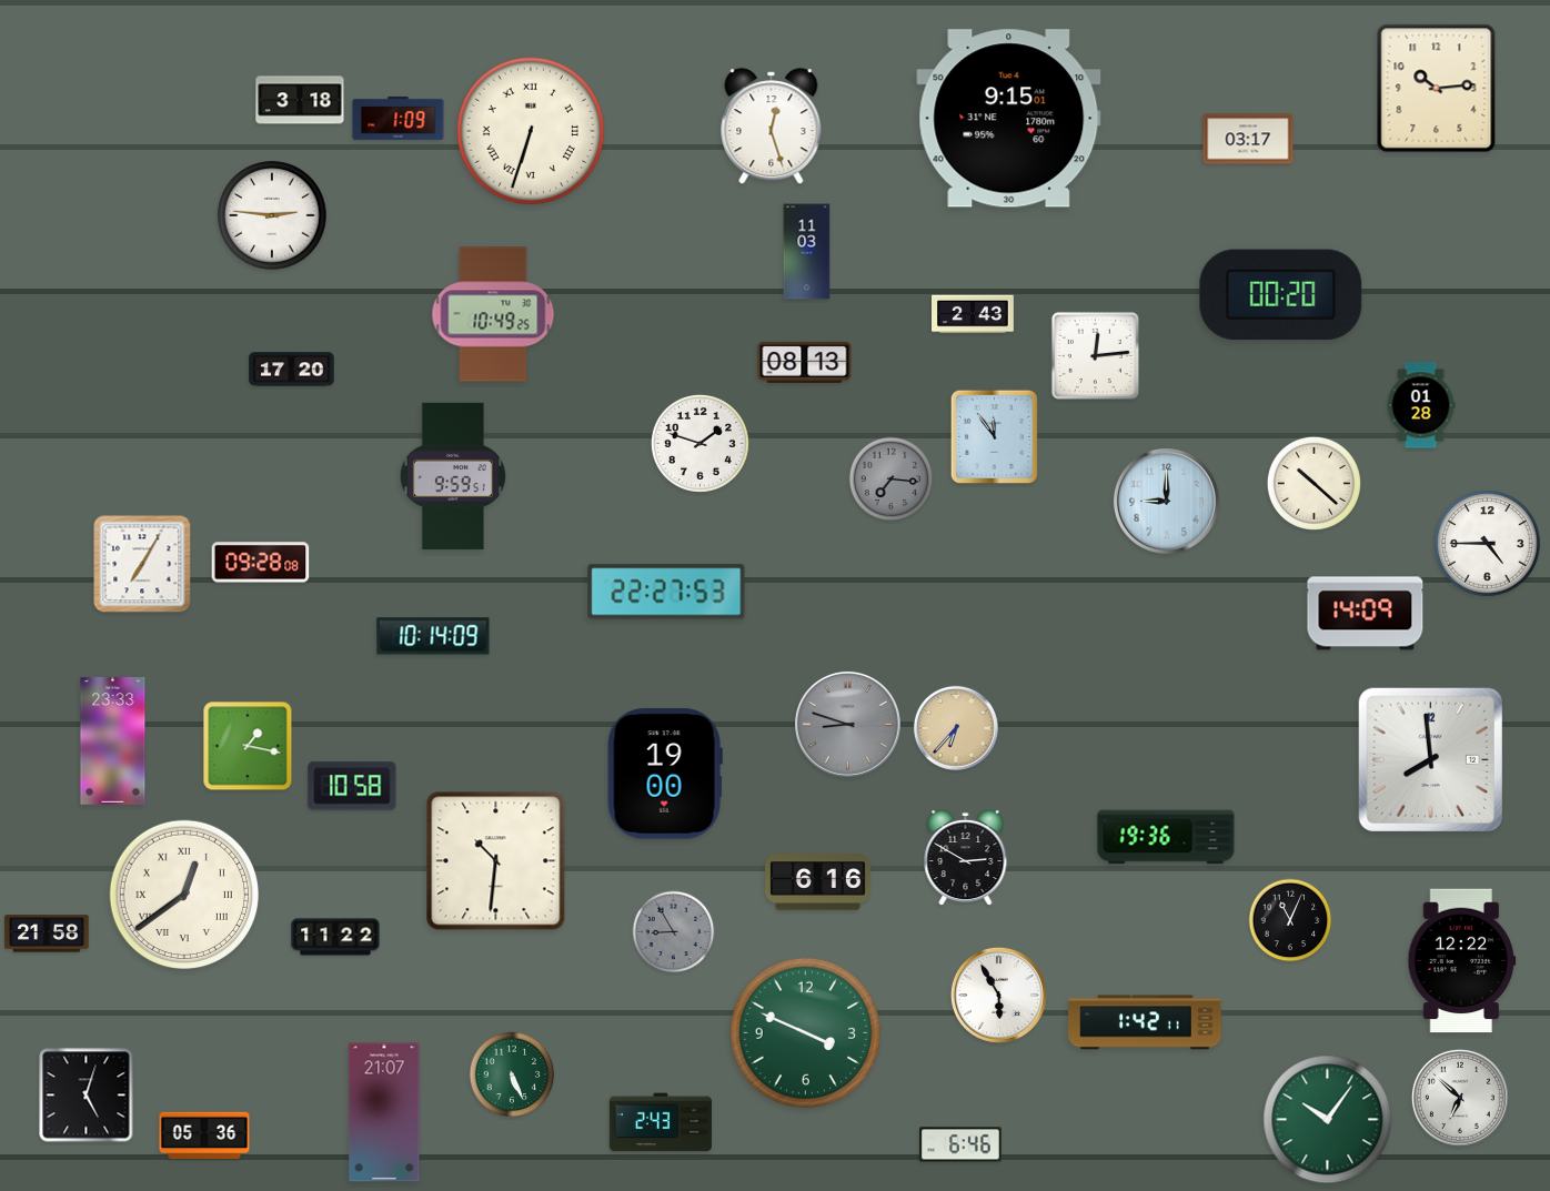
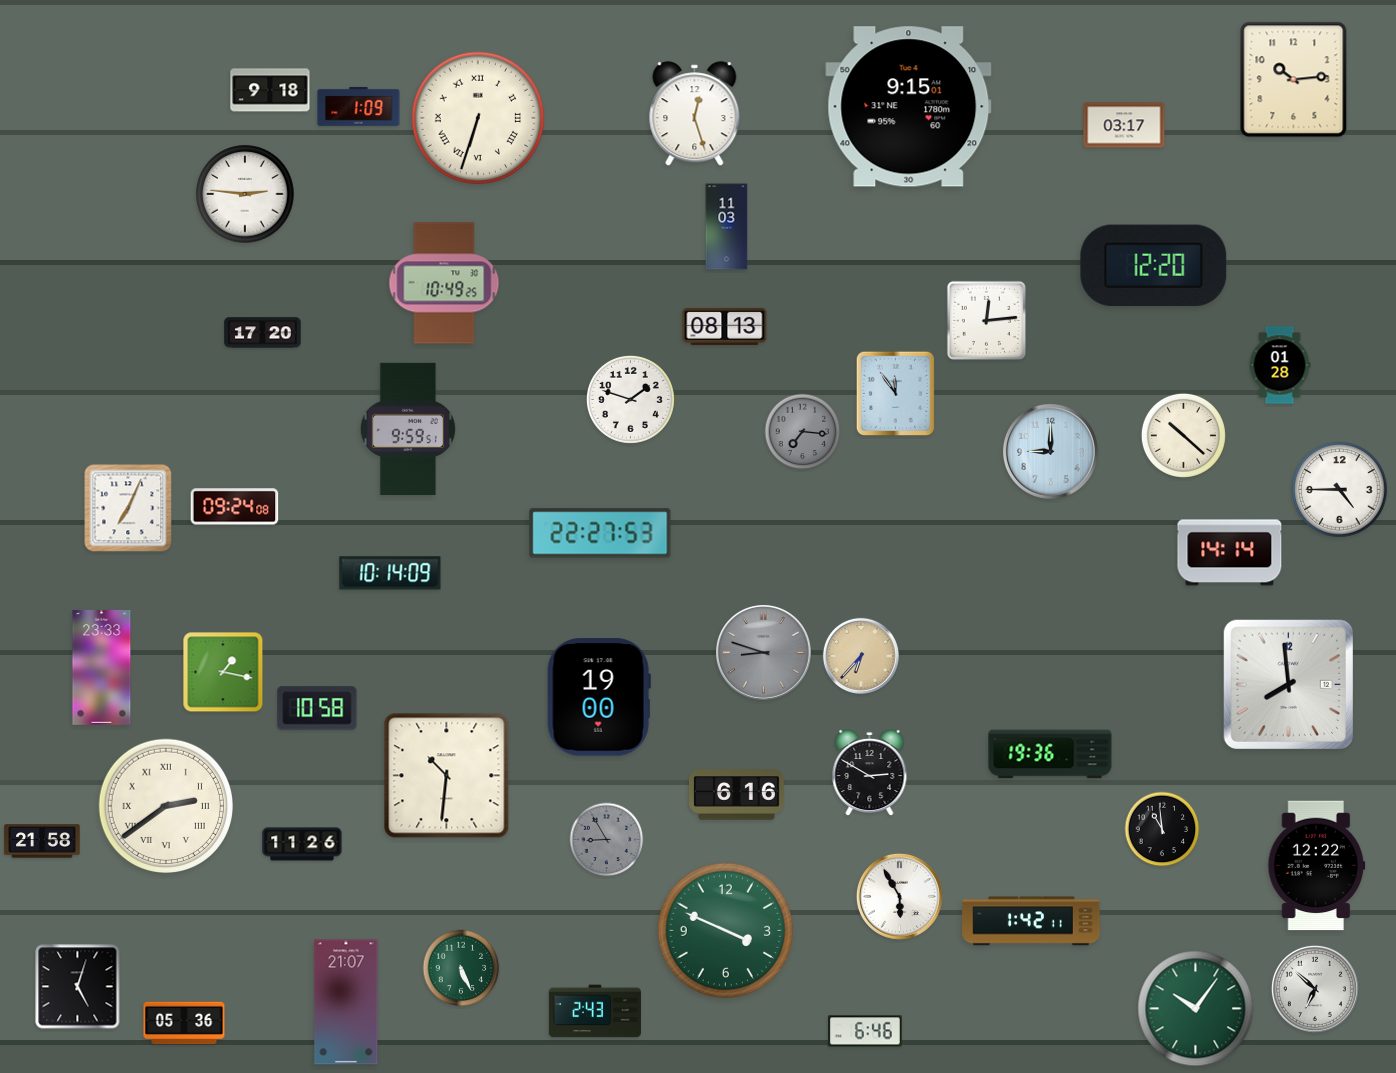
clock at (300, 100): 3:18 -> 9:18
clock at (1281, 295): 00:20 -> 12:20
clock at (974, 314): 2:43 -> none
clock at (261, 563): 09:28 -> 09:24
clock at (142, 564): 7:05 -> 7:04
clock at (1366, 614): 14:09 -> 14:14
clock at (184, 895): 12:39 -> 2:39
clock at (1290, 920): 11:04 -> 10:59
clock at (335, 937): 11:22 -> 11:26
